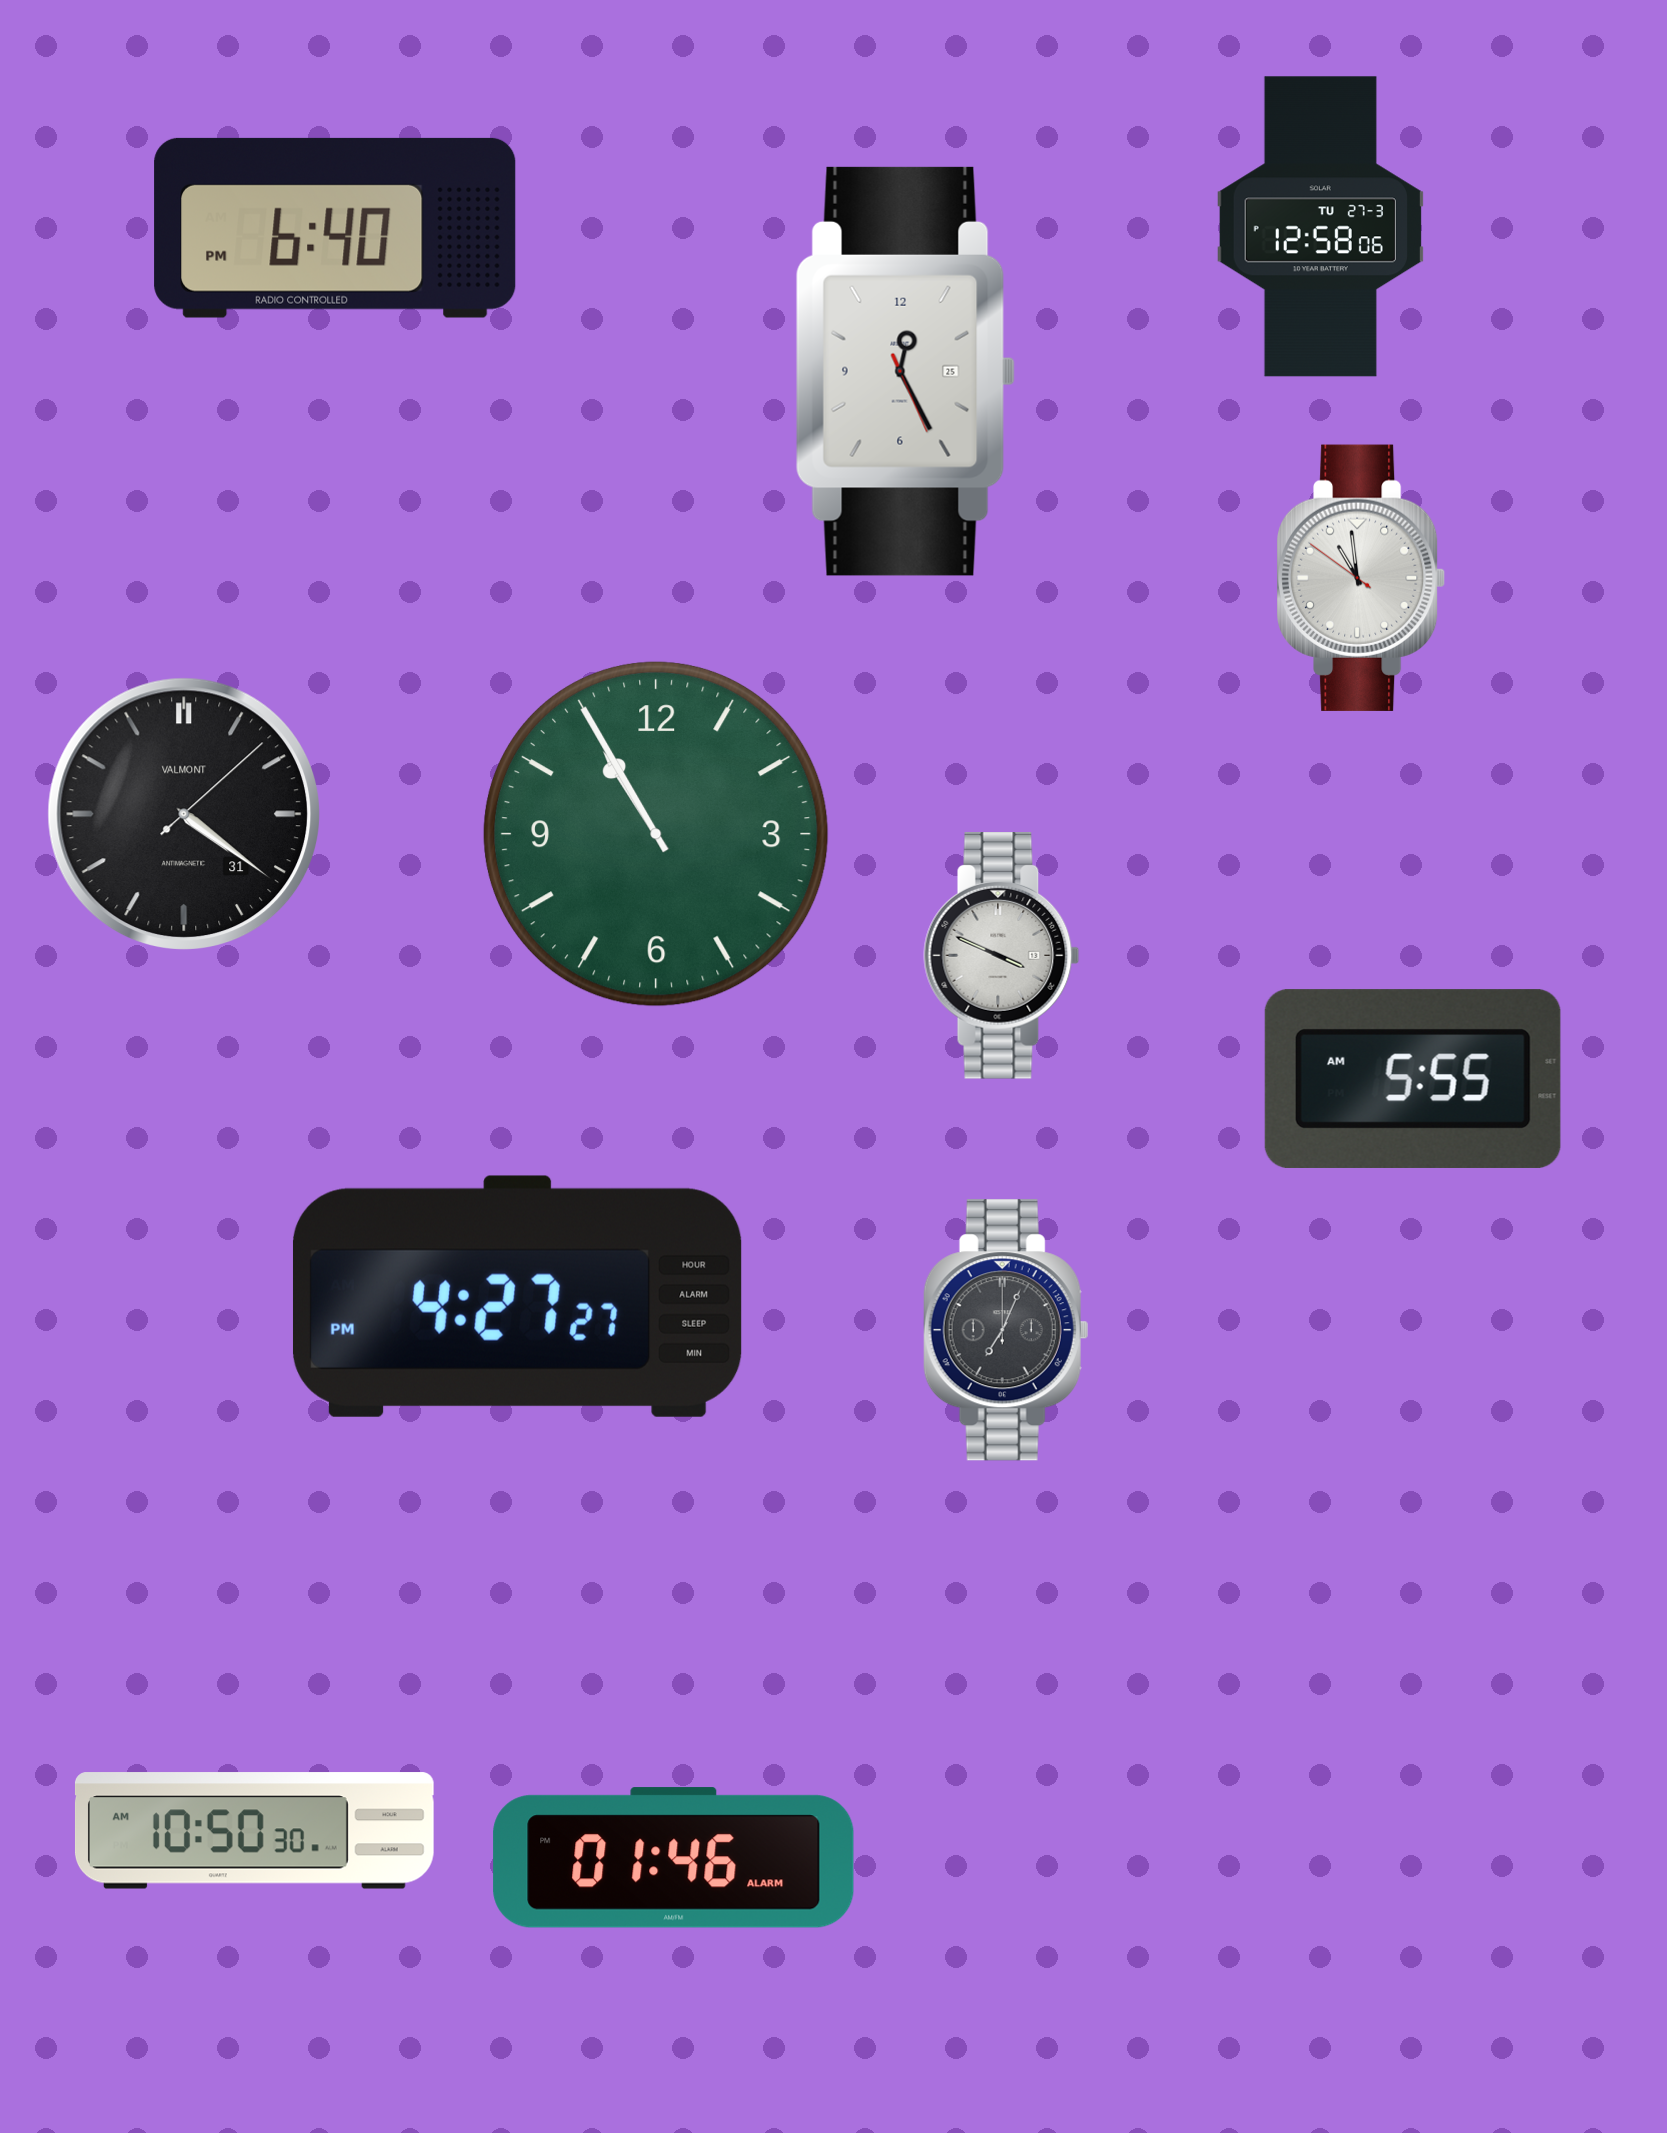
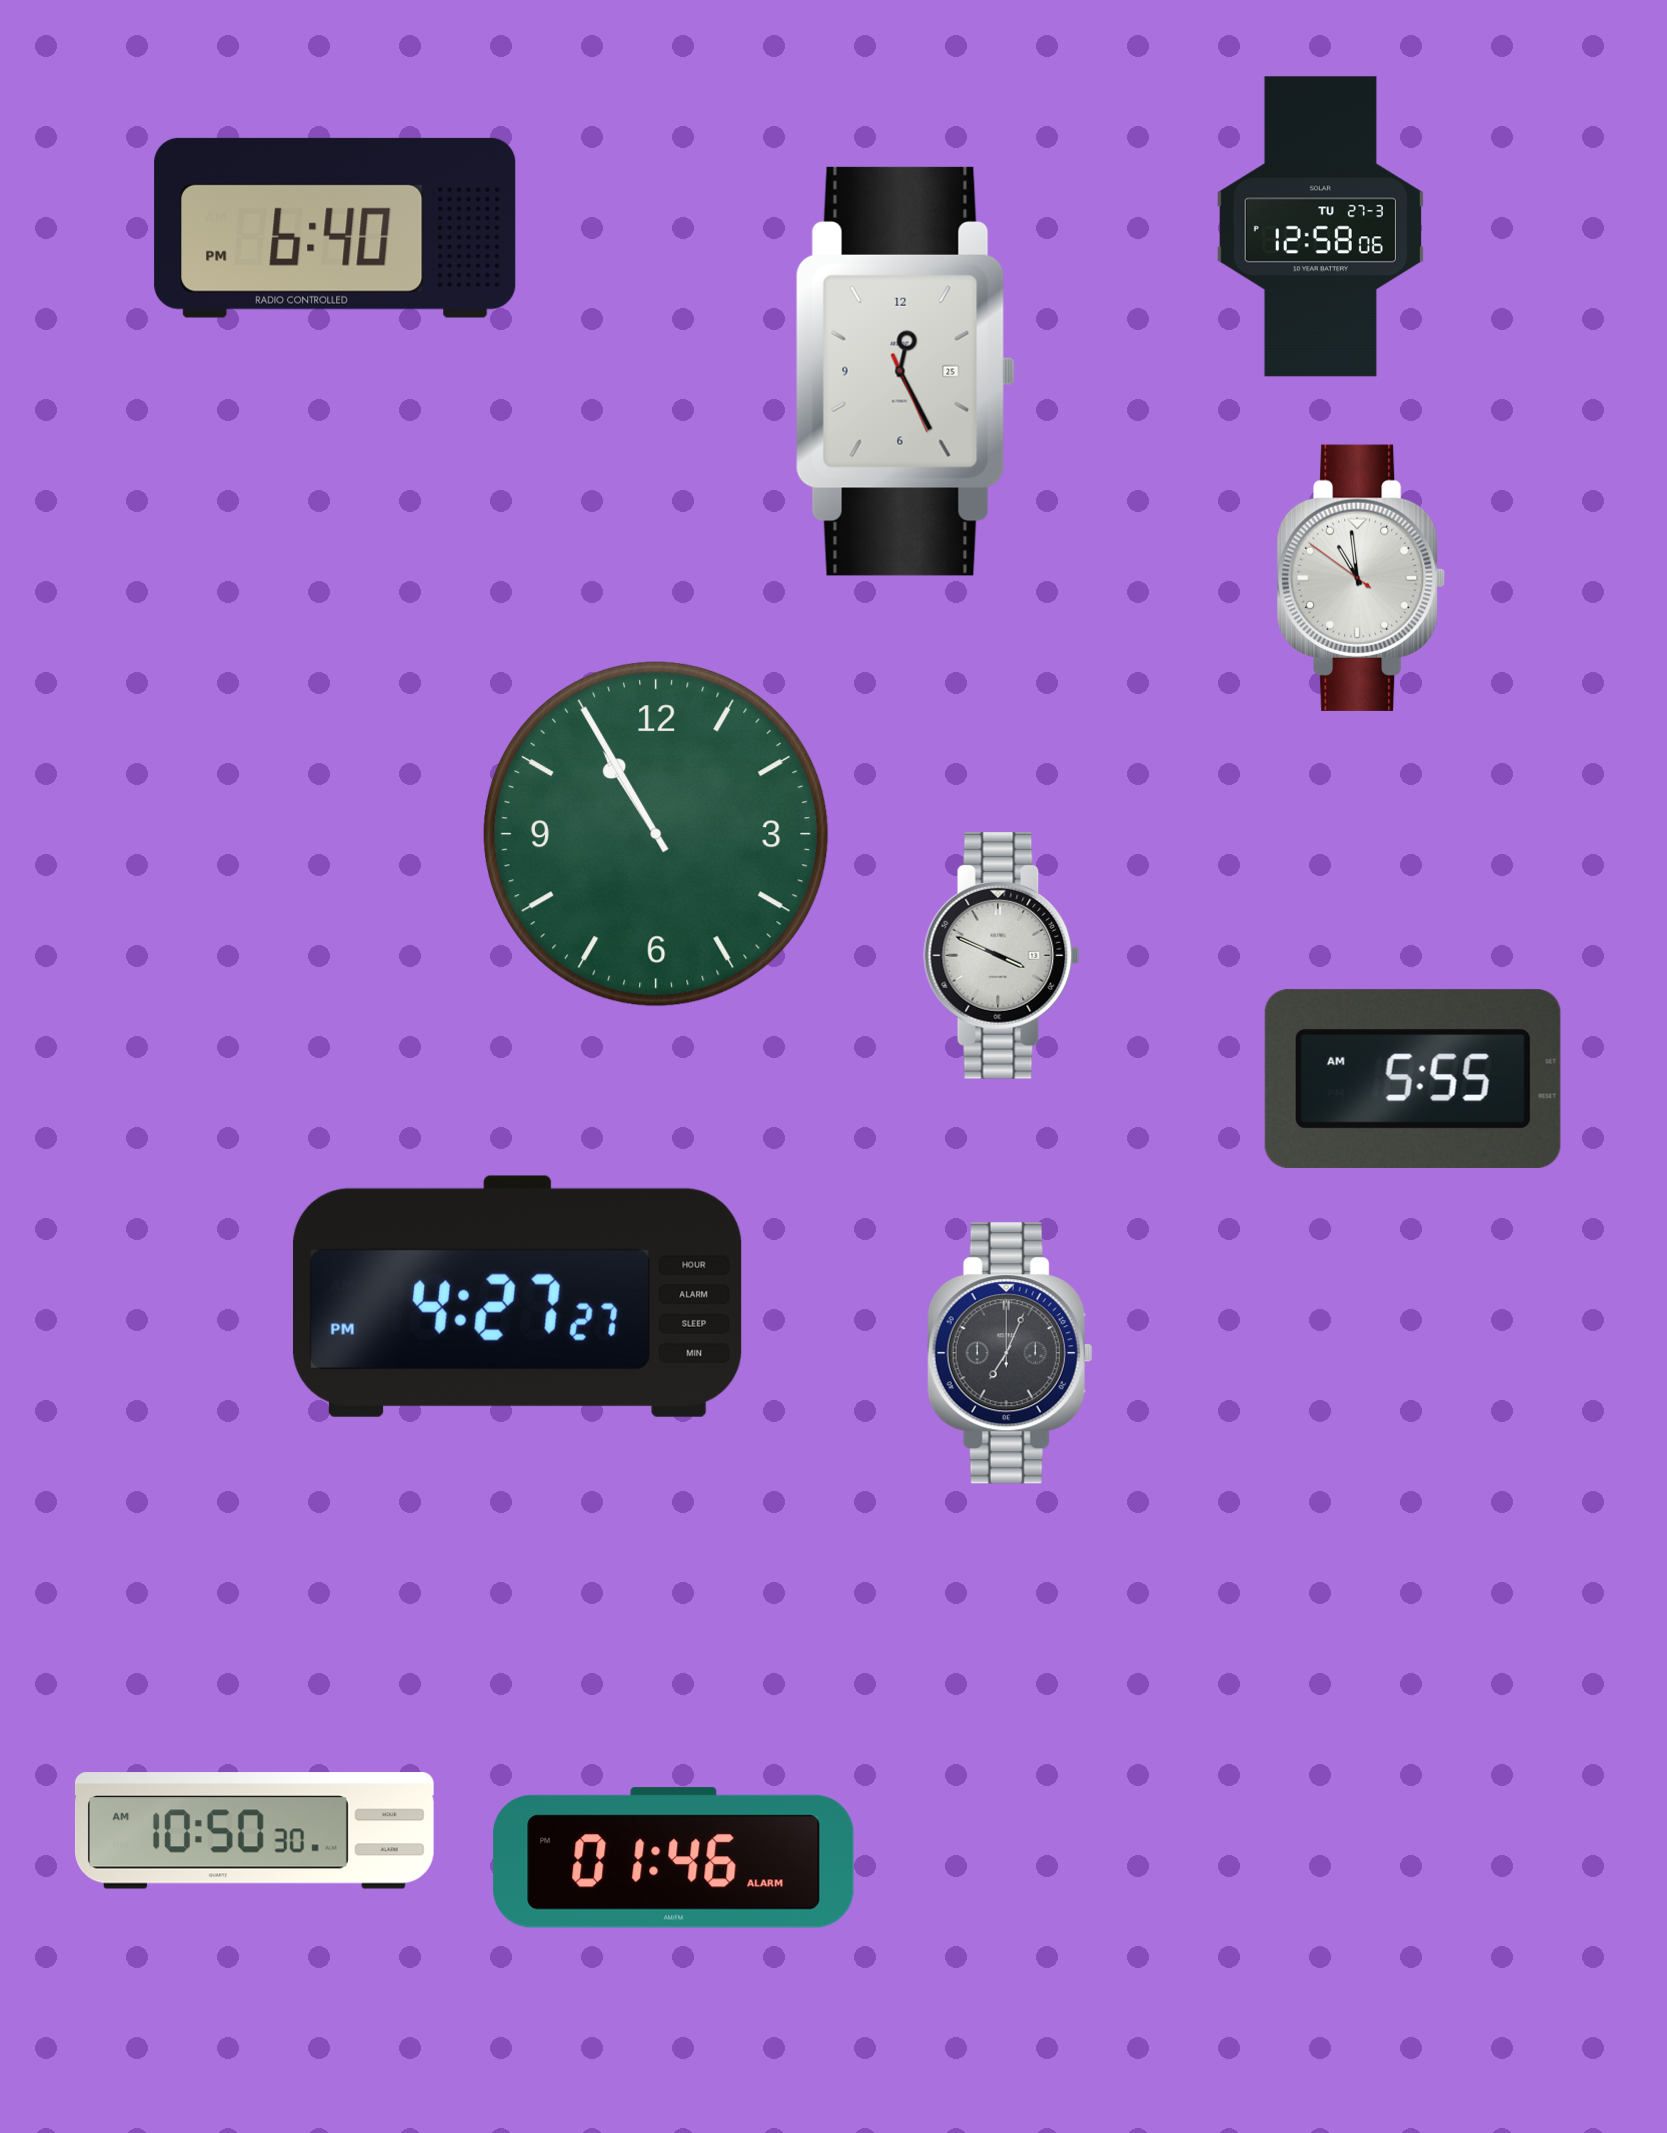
clock at (183, 813): 4:21 -> none
clock at (1006, 1330) position: (1006, 1330) -> (1010, 1353)
